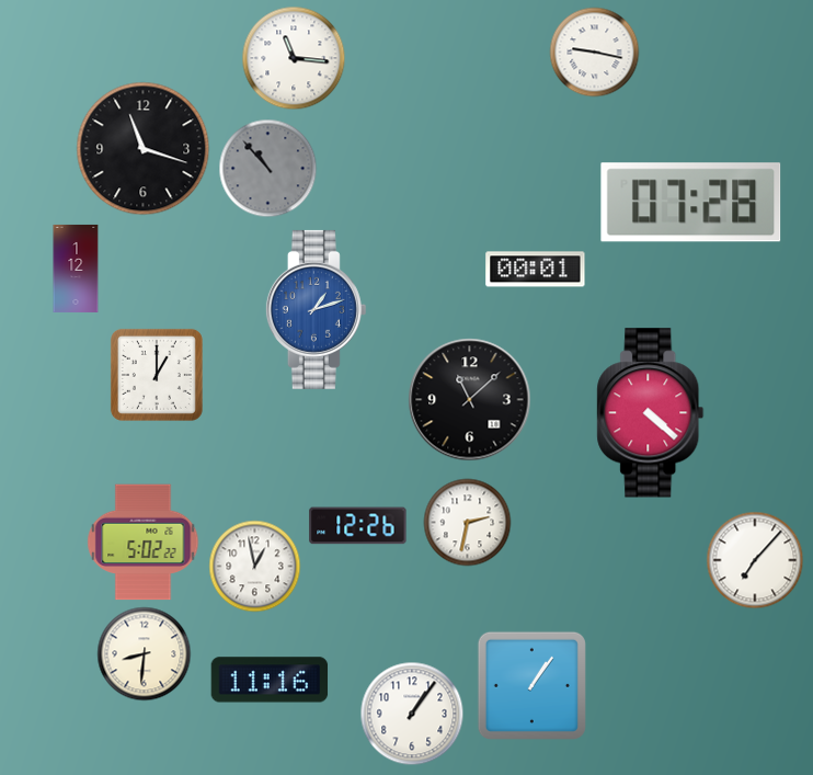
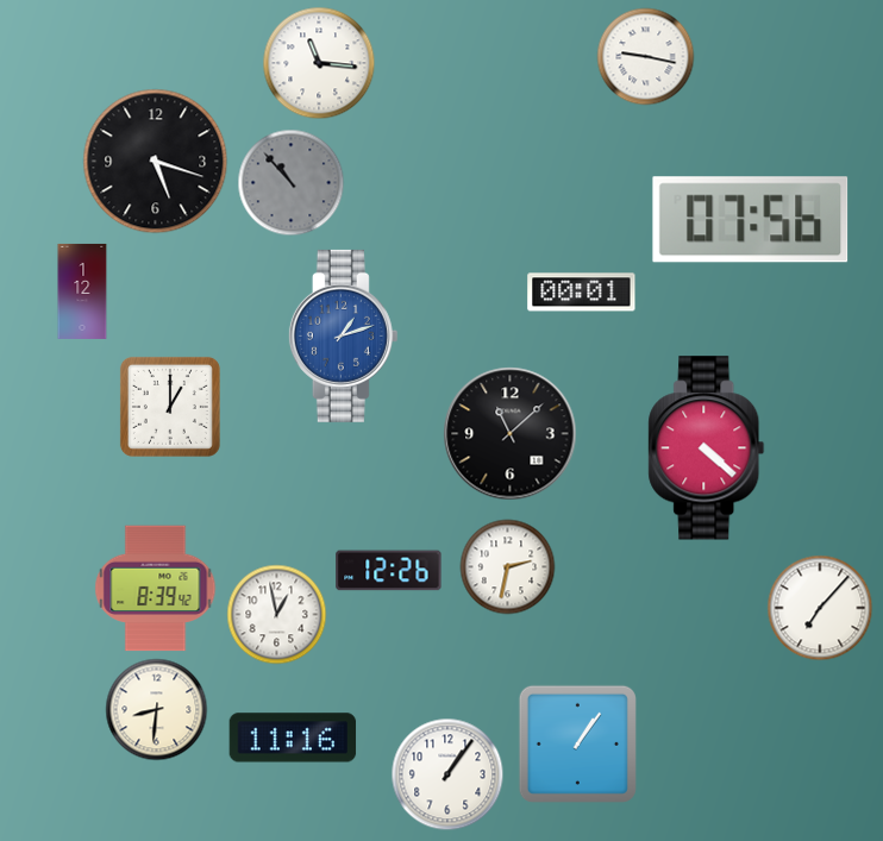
clock at (144, 149): 11:18 -> 5:18
clock at (691, 203): 07:28 -> 07:56
clock at (144, 543): 5:02 -> 8:39
